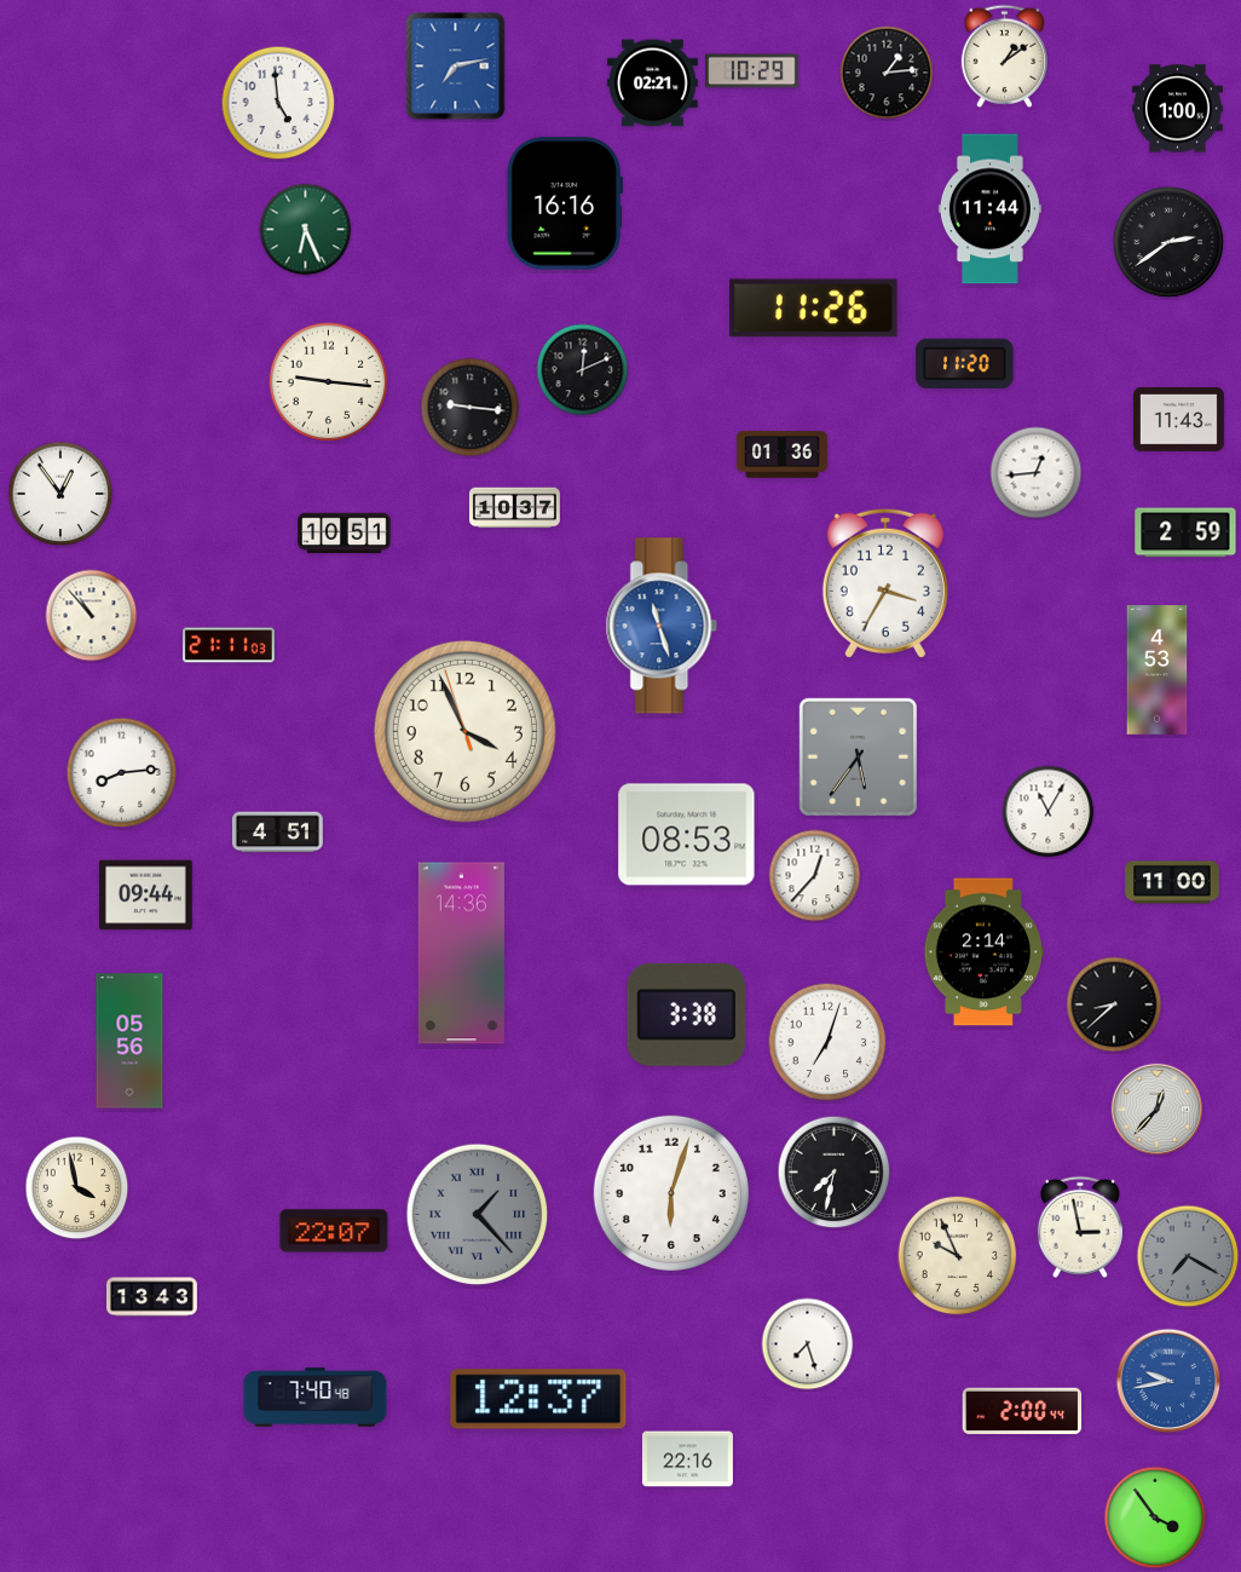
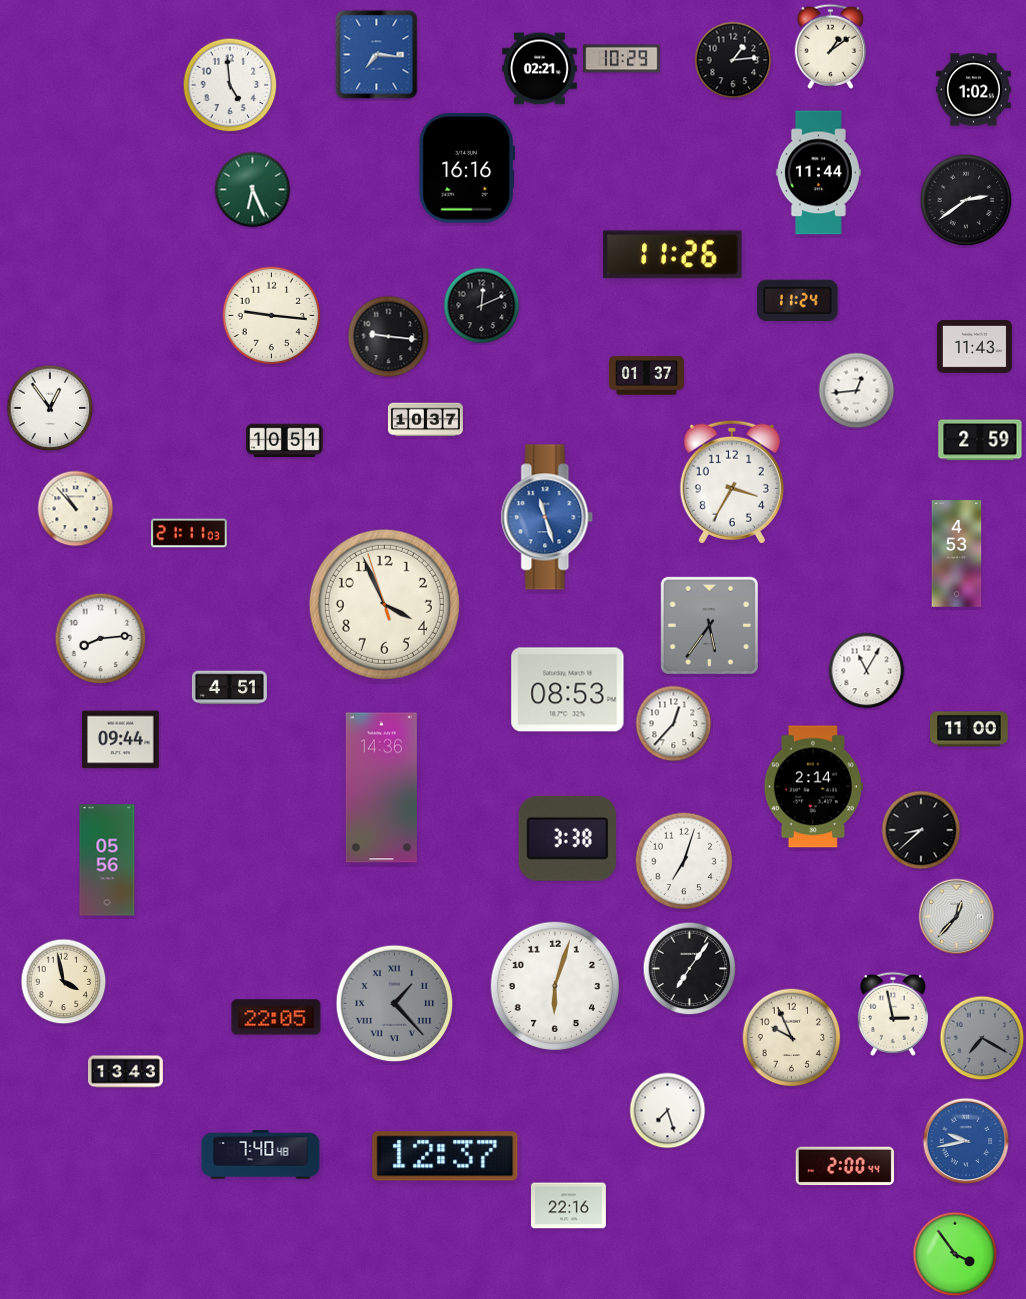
clock at (456, 67): 7:13 -> 7:16
clock at (1177, 109): 1:00 -> 1:02
clock at (965, 363): 11:20 -> 11:24
clock at (781, 455): 01:36 -> 01:37
clock at (835, 1173): 7:32 -> 7:06
clock at (334, 1231): 22:07 -> 22:05
